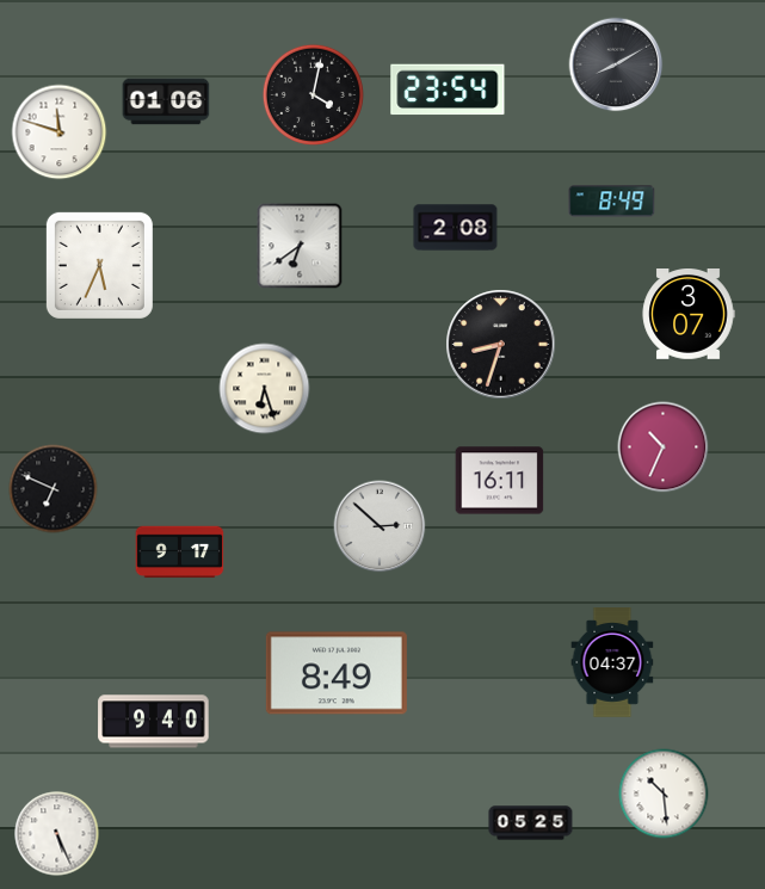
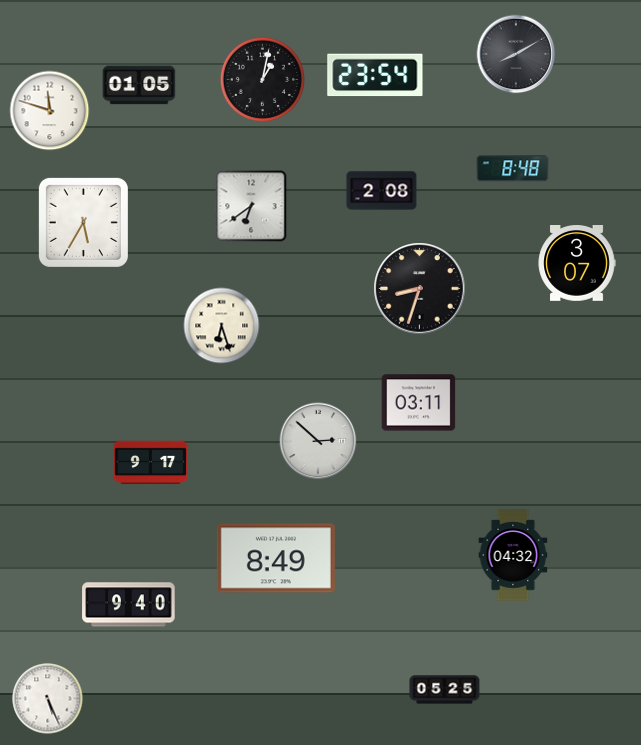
clock at (313, 94): 4:02 -> 1:02
clock at (166, 101): 01:06 -> 01:05
clock at (612, 202): 8:49 -> 8:48
clock at (99, 265): 5:34 -> 5:35
clock at (664, 447): 10:34 -> none
clock at (500, 481): 16:11 -> 03:11
clock at (54, 489): 6:49 -> none
clock at (612, 662): 04:37 -> 04:32
clock at (337, 673) position: (337, 673) -> (276, 558)
clock at (664, 794): 10:29 -> none
